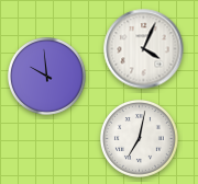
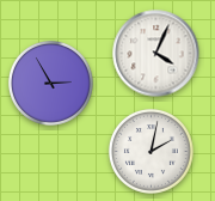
clock at (46, 76): 9:59 -> 2:55
clock at (139, 138): 7:02 -> 2:02
